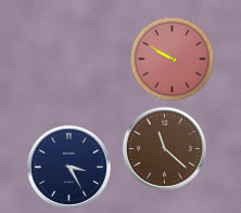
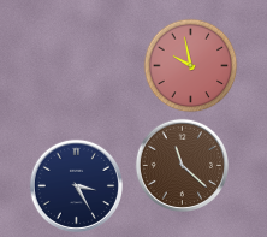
clock at (172, 58): 9:50 -> 9:58
